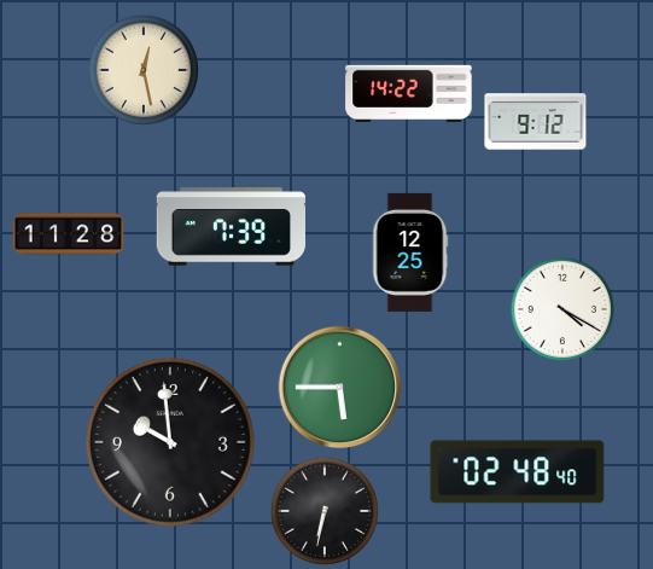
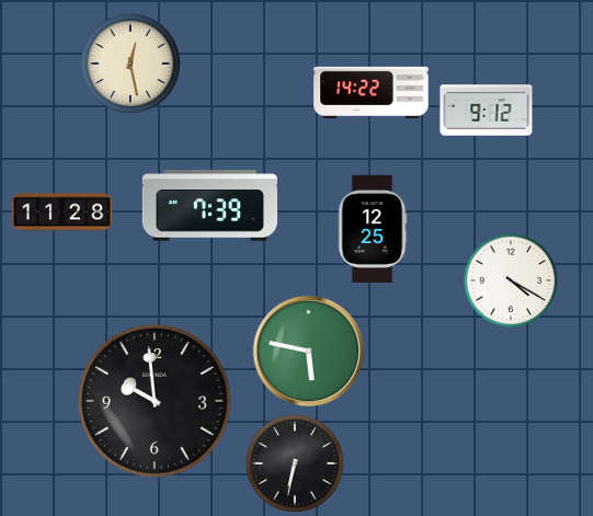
clock at (409, 93) position: (409, 93) -> (372, 92)
clock at (340, 388): 5:45 -> 5:47
clock at (518, 472): 02:48 -> none
